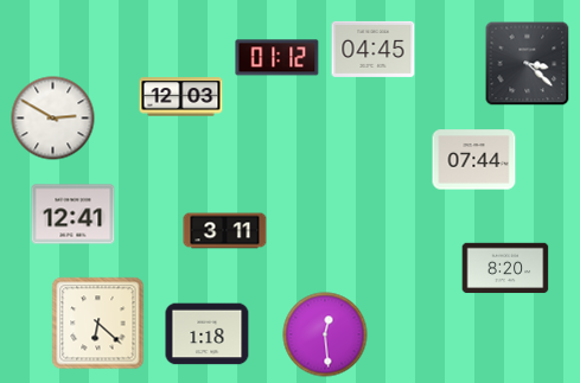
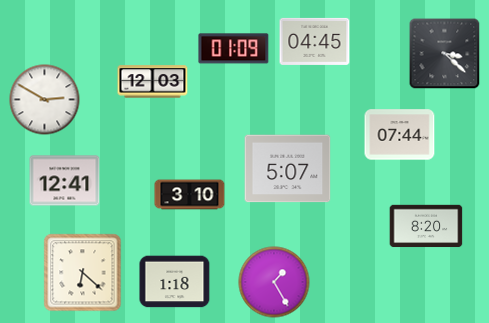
clock at (278, 58): 01:12 -> 01:09
clock at (288, 169): none -> 5:07
clock at (74, 215) position: (74, 215) -> (65, 181)
clock at (225, 231): 3:11 -> 3:10
clock at (325, 334): 12:29 -> 1:25
